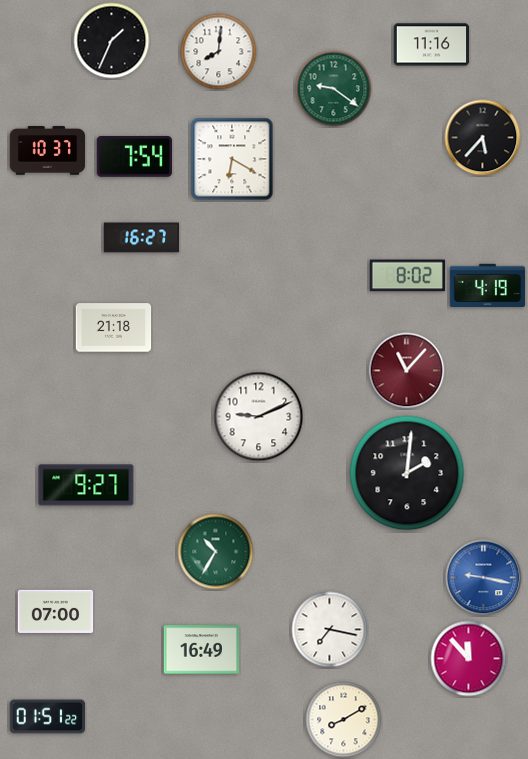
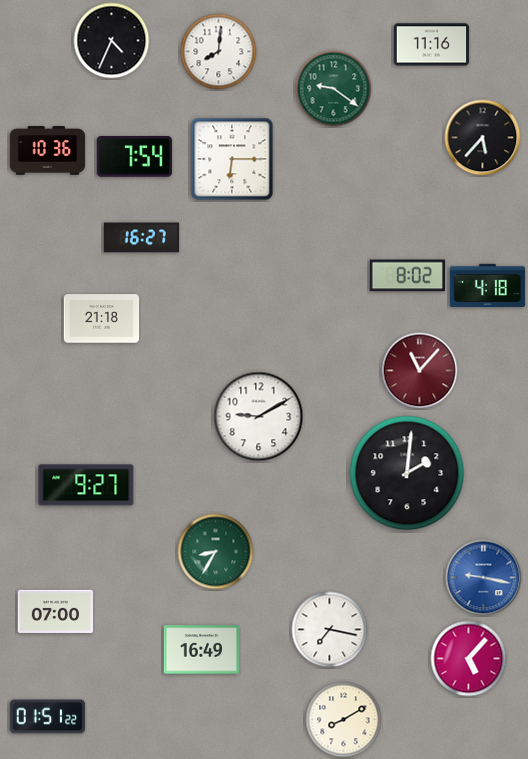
clock at (112, 41): 1:34 -> 4:34
clock at (48, 151): 10:37 -> 10:36
clock at (232, 159): 6:20 -> 6:15
clock at (488, 286): 4:19 -> 4:18
clock at (114, 328) position: (114, 328) -> (102, 319)
clock at (407, 371) position: (407, 371) -> (420, 371)
clock at (259, 417): 9:11 -> 9:10
clock at (216, 552): 10:35 -> 8:35
clock at (469, 659): 11:53 -> 5:07
